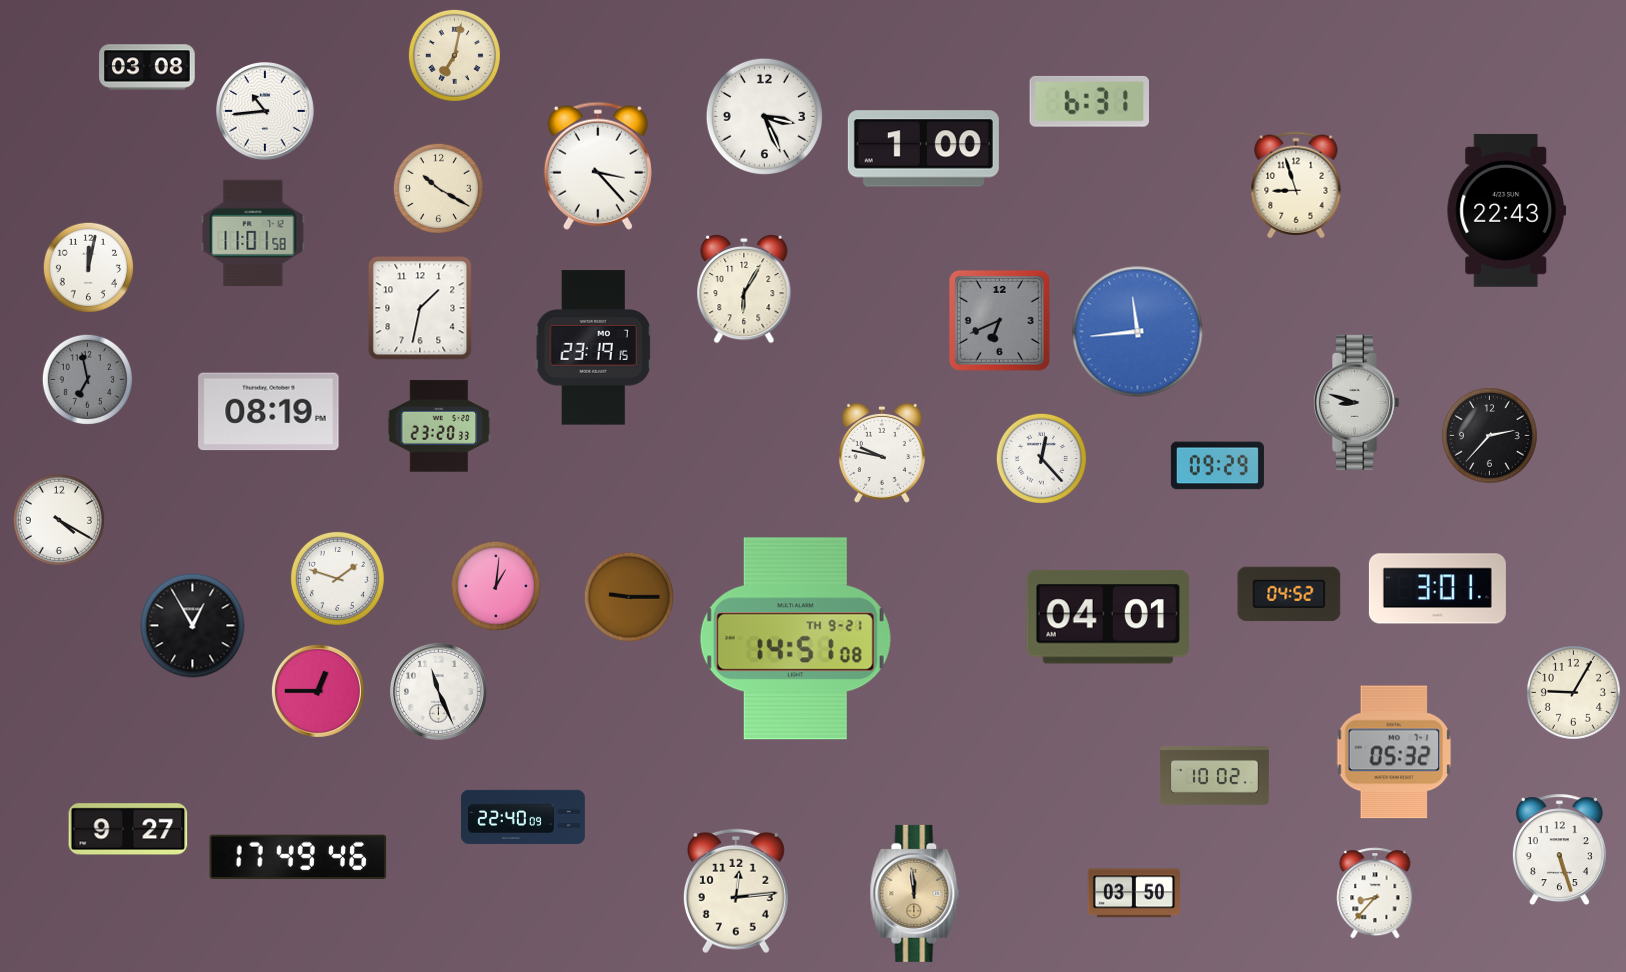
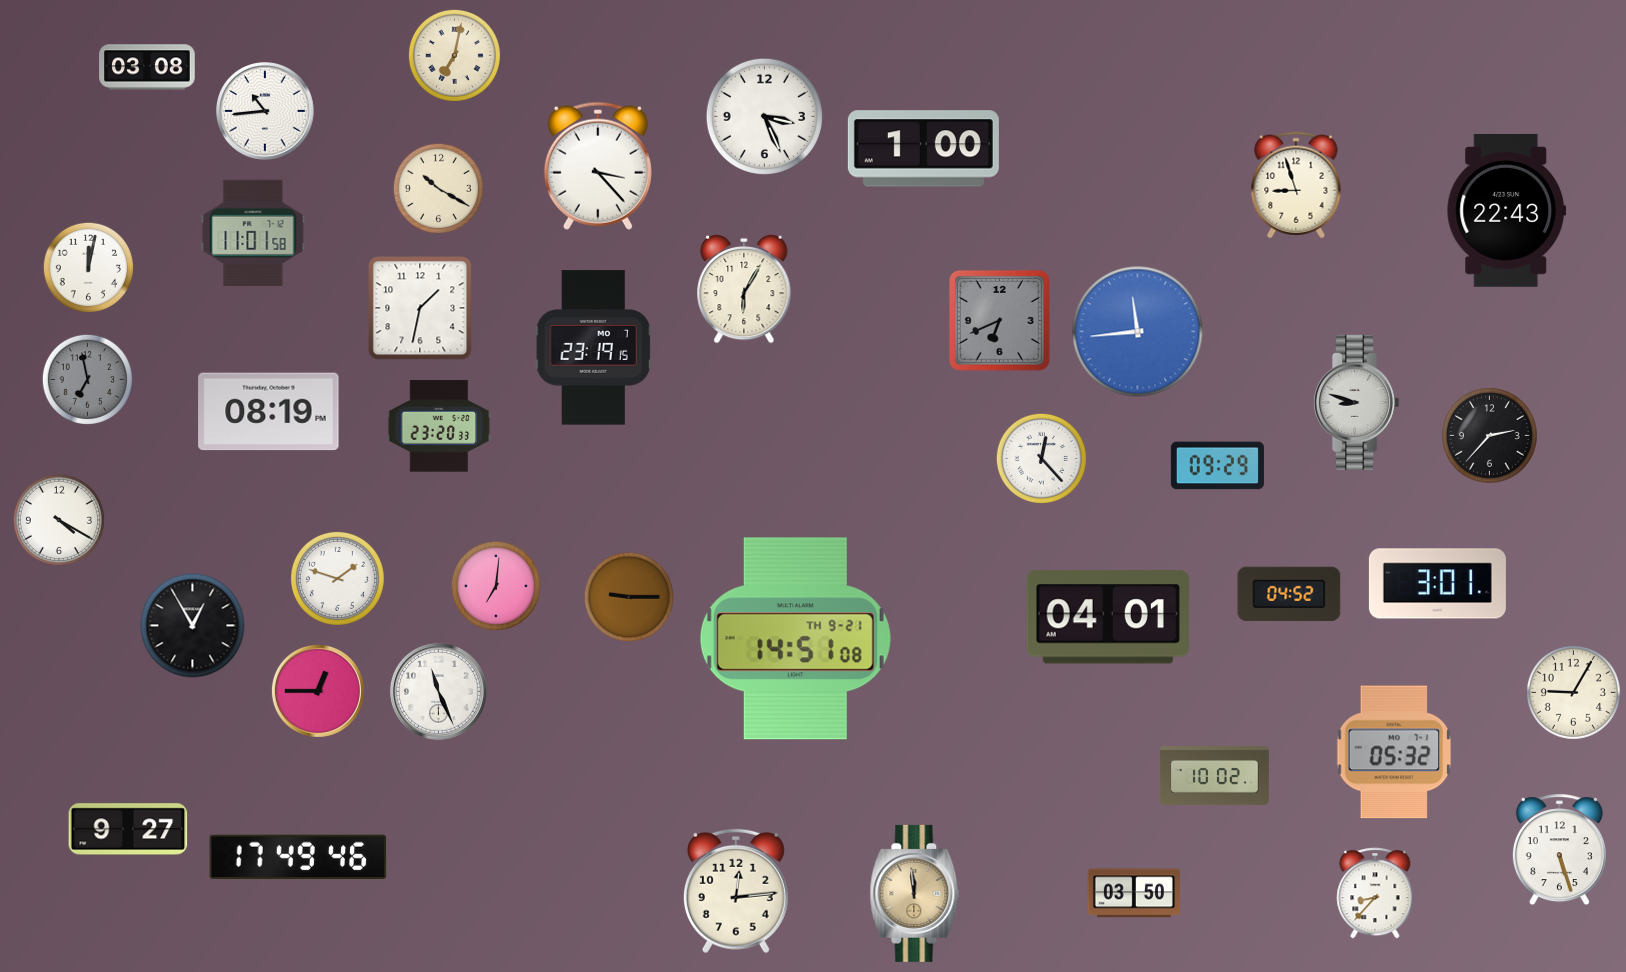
clock at (1089, 101): 6:31 -> none
clock at (882, 453): 9:47 -> none
clock at (495, 585): 1:01 -> 7:01
clock at (1437, 589) position: (1437, 589) -> (1437, 584)
clock at (524, 817): 22:40 -> none
